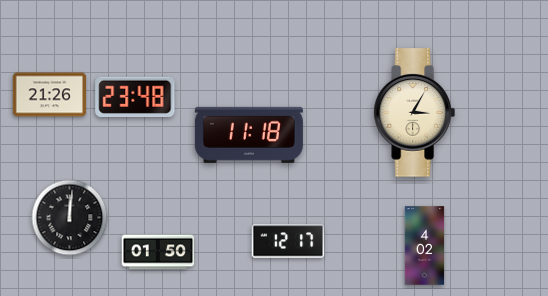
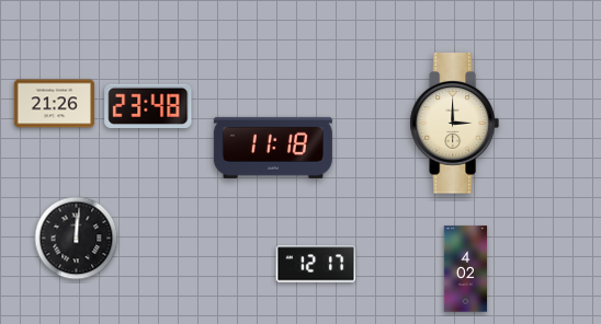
clock at (414, 113): 3:05 -> 3:00
clock at (158, 252): 01:50 -> none
